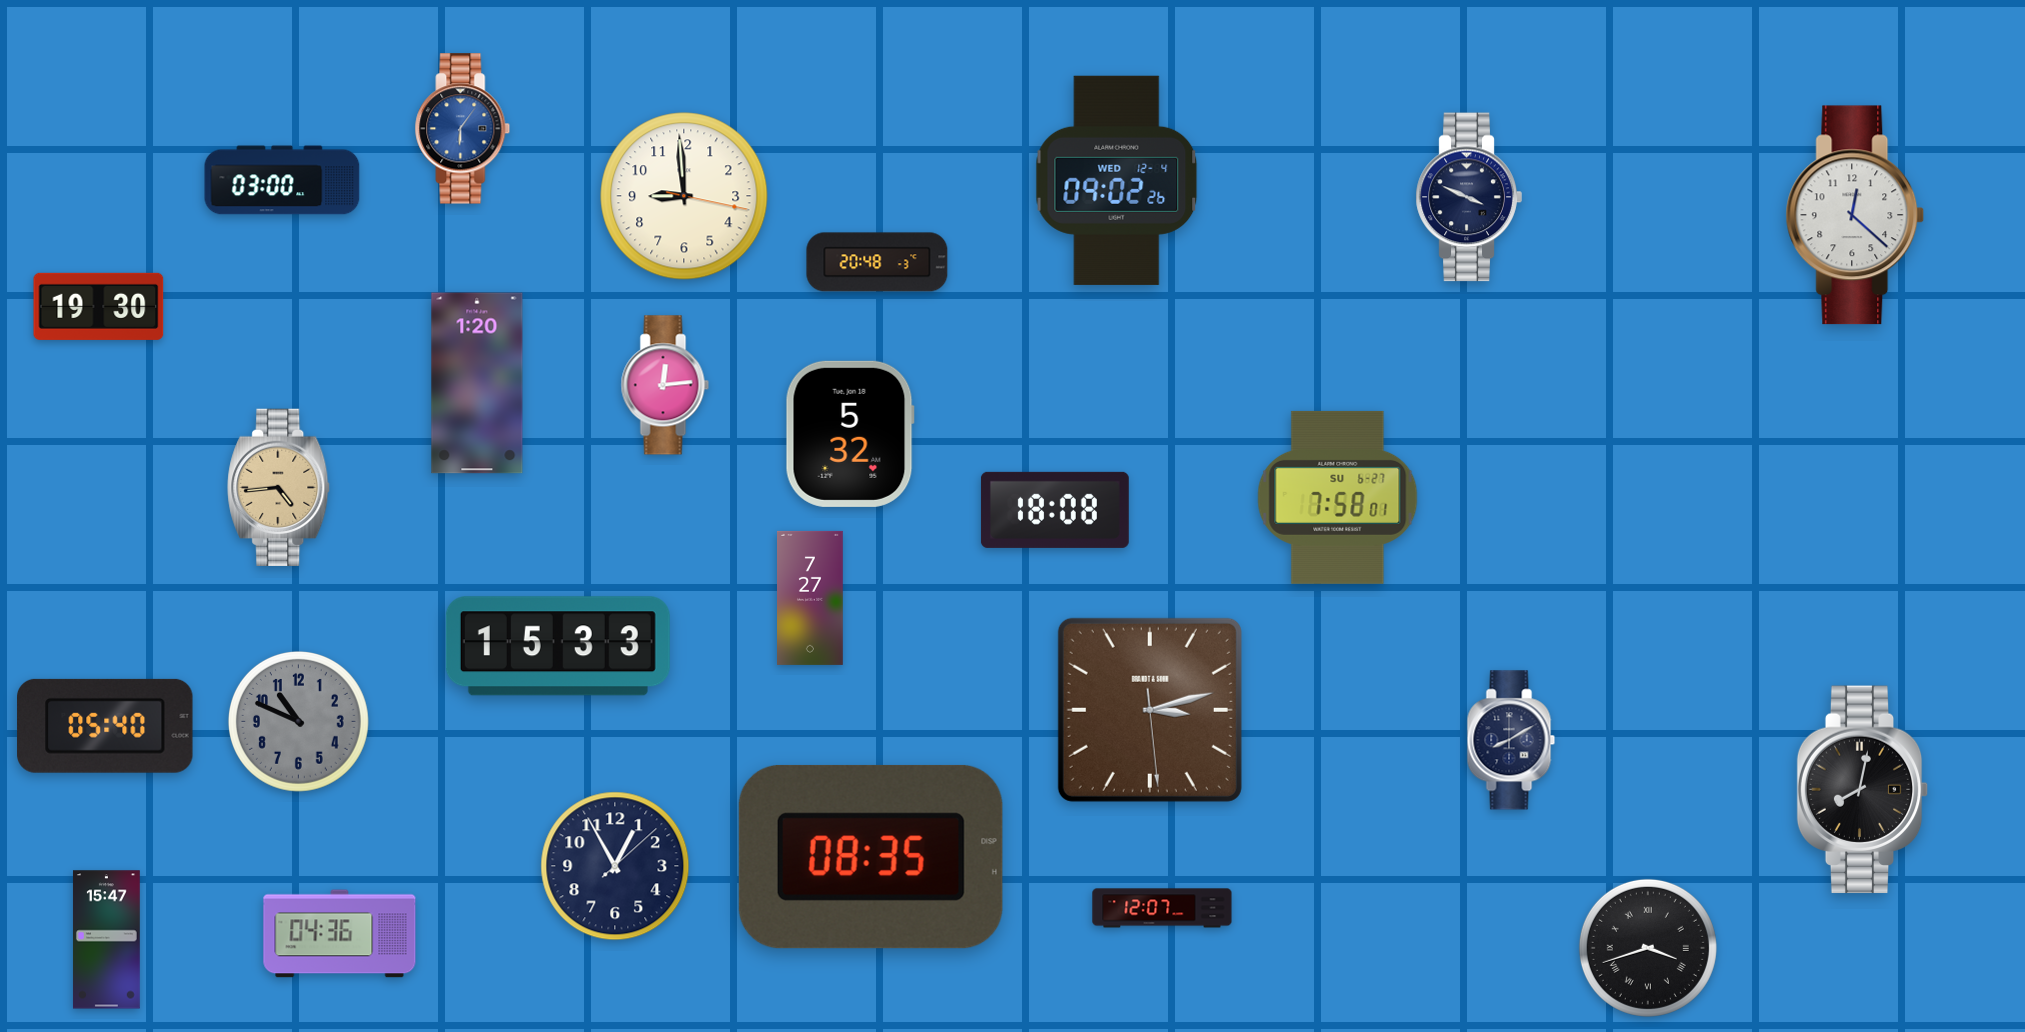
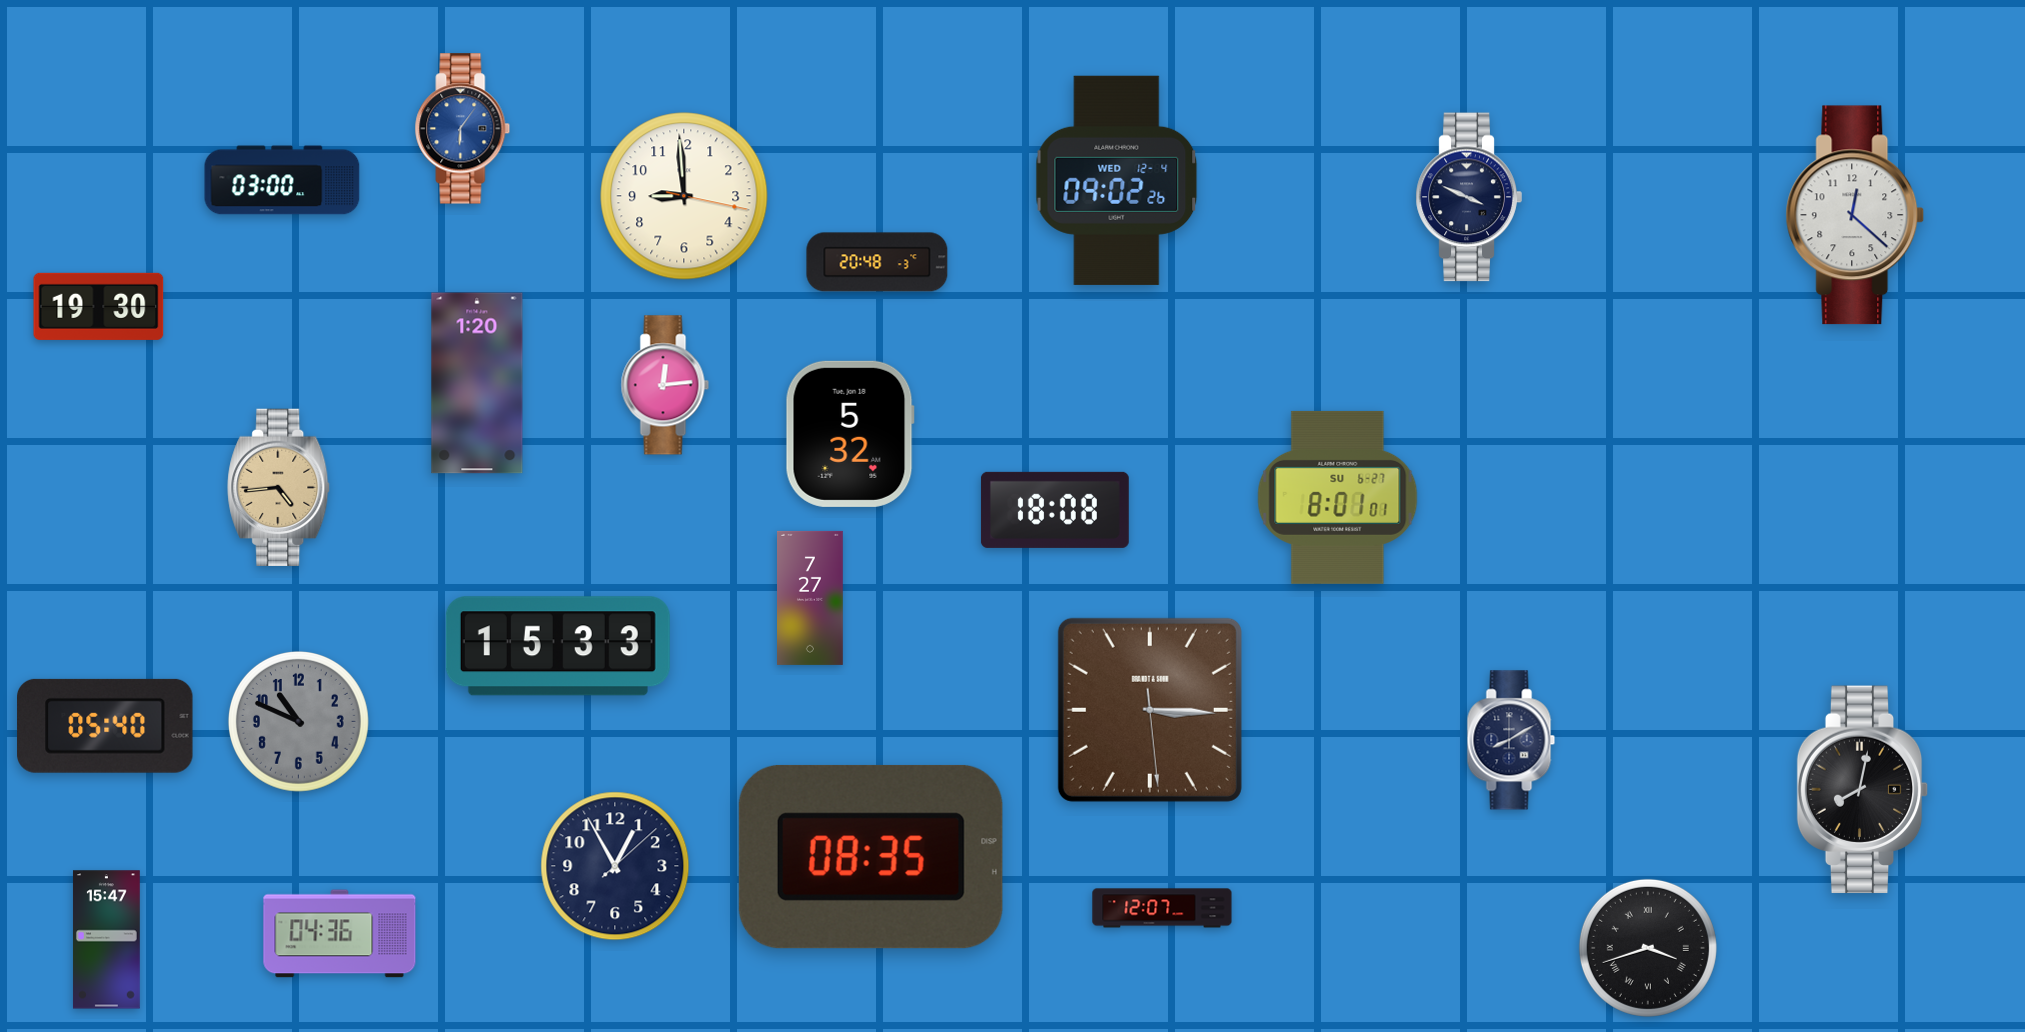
clock at (1338, 497): 7:58 -> 8:01
clock at (1150, 710): 3:12 -> 3:15
